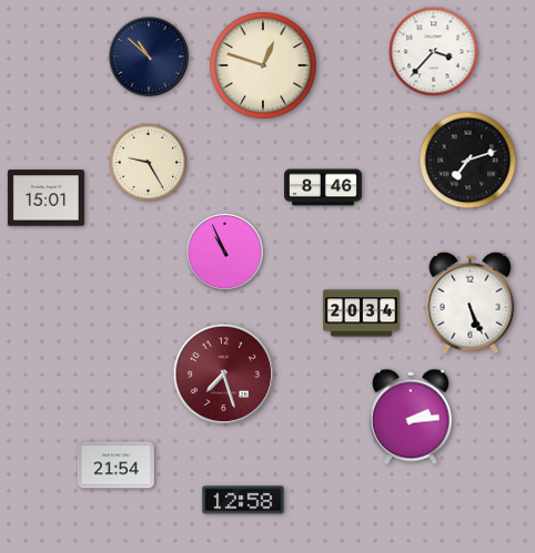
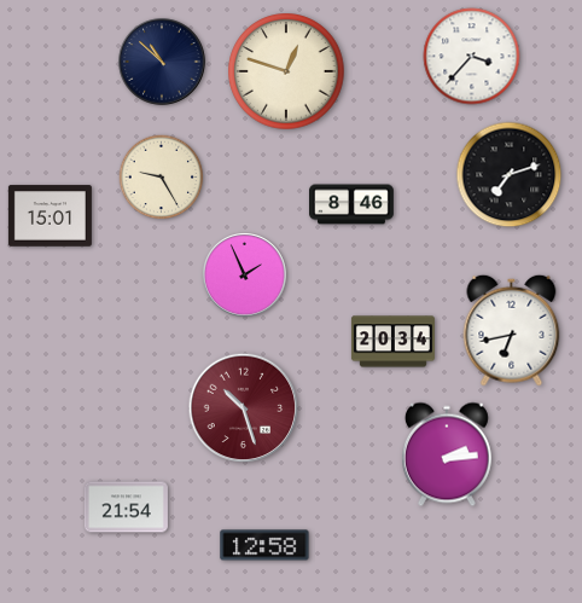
clock at (225, 253): 10:56 -> 1:56
clock at (471, 303): 5:26 -> 6:43
clock at (224, 375): 7:27 -> 10:27
